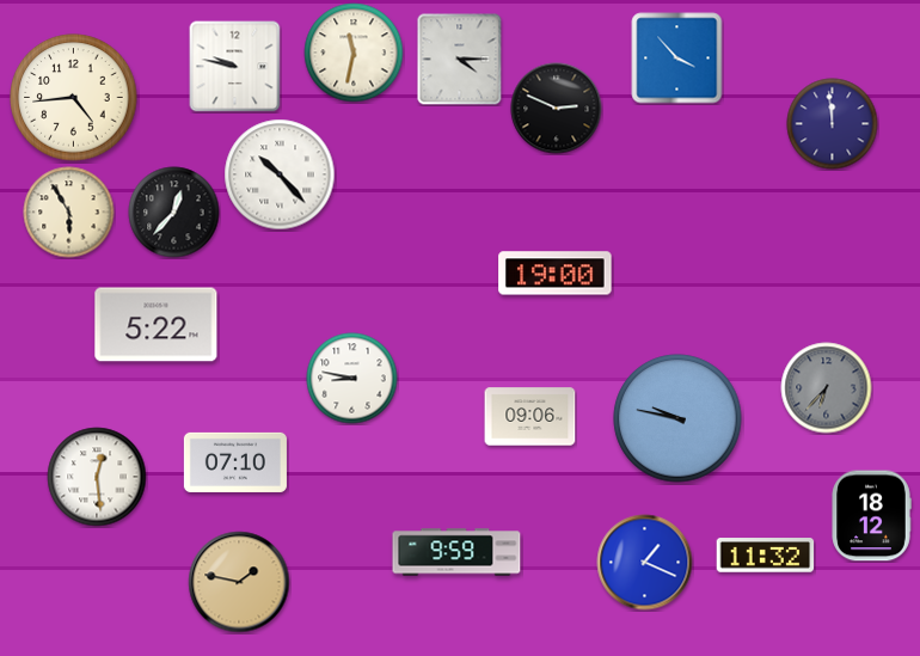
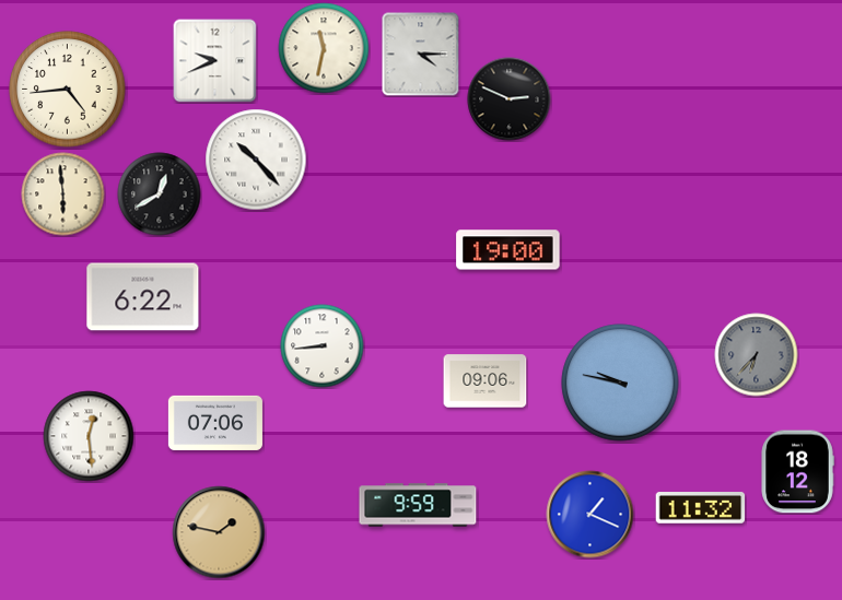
clock at (677, 59): 3:53 -> none
clock at (235, 67): 9:47 -> 9:41
clock at (833, 124): 11:59 -> none
clock at (69, 213): 5:55 -> 5:59
clock at (174, 213): 12:37 -> 12:40
clock at (157, 325): 5:22 -> 6:22
clock at (352, 379): 8:47 -> 8:44
clock at (235, 462): 07:10 -> 07:06
